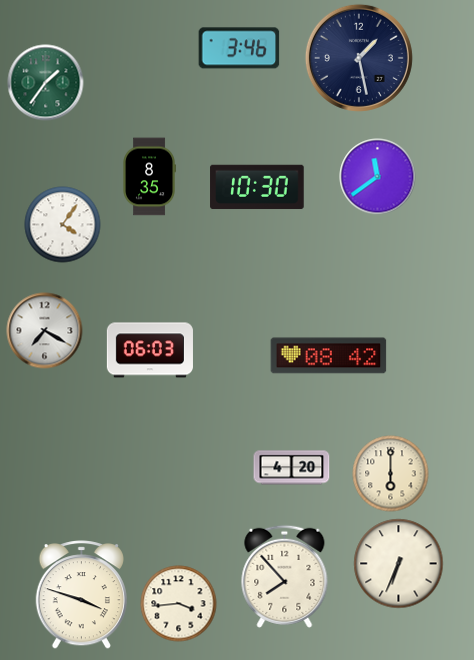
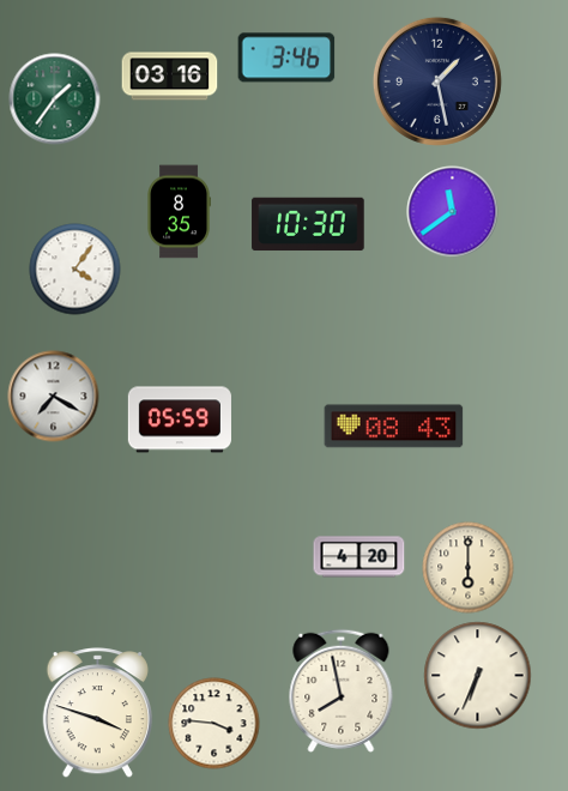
clock at (359, 58) position: (359, 58) -> (437, 81)
clock at (170, 77): none -> 03:16
clock at (150, 350): 06:03 -> 05:59
clock at (329, 356): 08:42 -> 08:43
clock at (292, 468) position: (292, 468) -> (359, 557)
clock at (285, 576): 7:53 -> 7:58
clock at (179, 604): 3:44 -> 3:46
